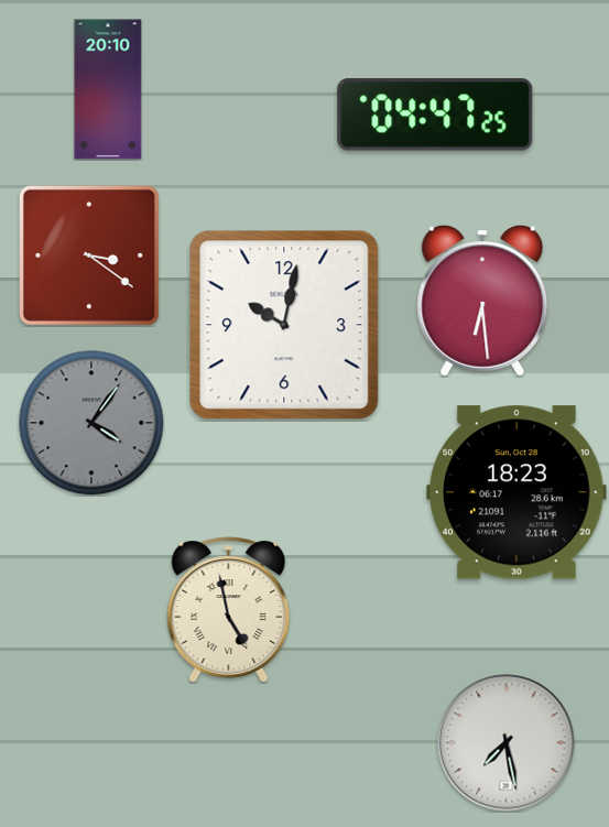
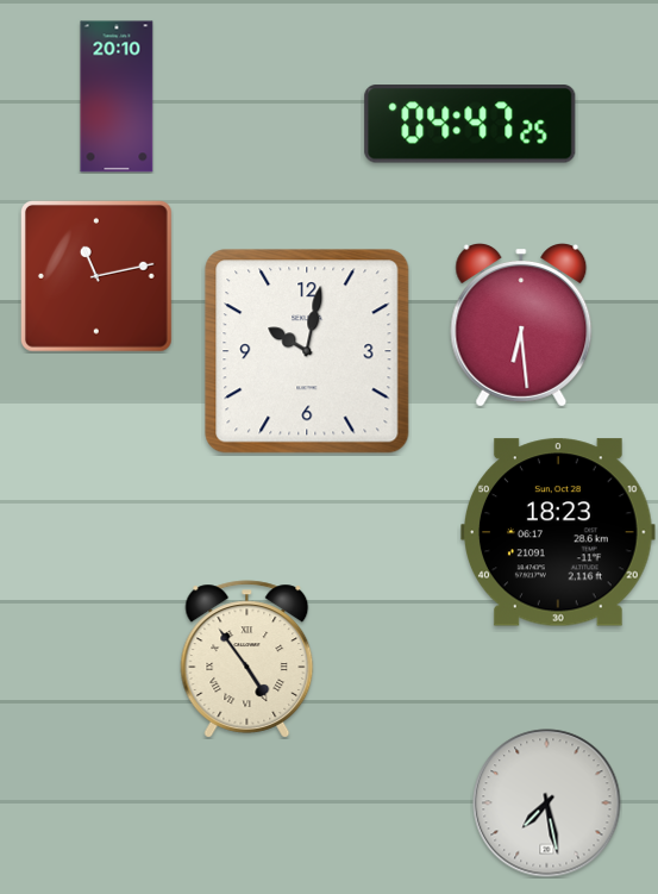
clock at (89, 255): 3:21 -> 11:13
clock at (91, 423): 4:06 -> none
clock at (229, 610): 4:58 -> 4:54
